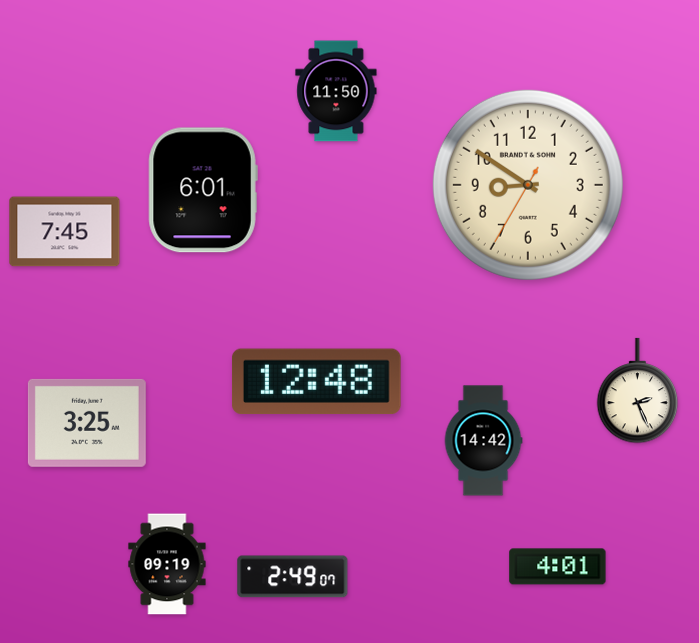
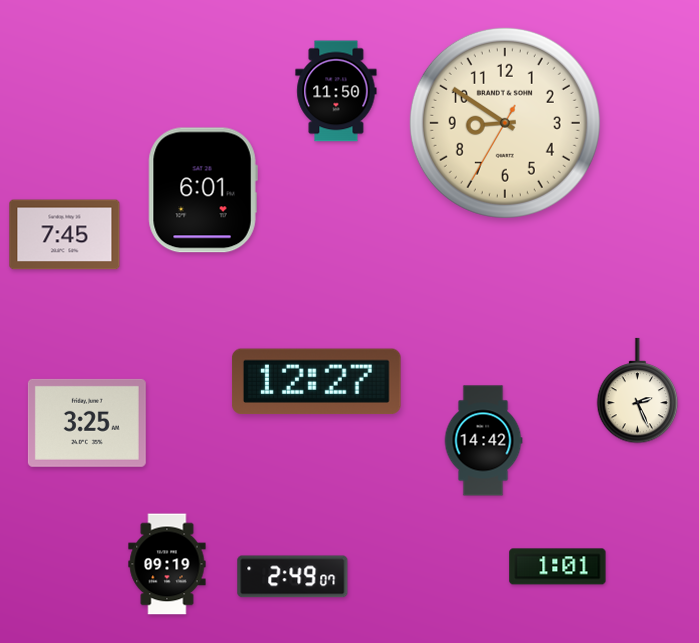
clock at (528, 185) position: (528, 185) -> (505, 123)
clock at (65, 232) position: (65, 232) -> (65, 235)
clock at (316, 382): 12:48 -> 12:27
clock at (558, 567): 4:01 -> 1:01
